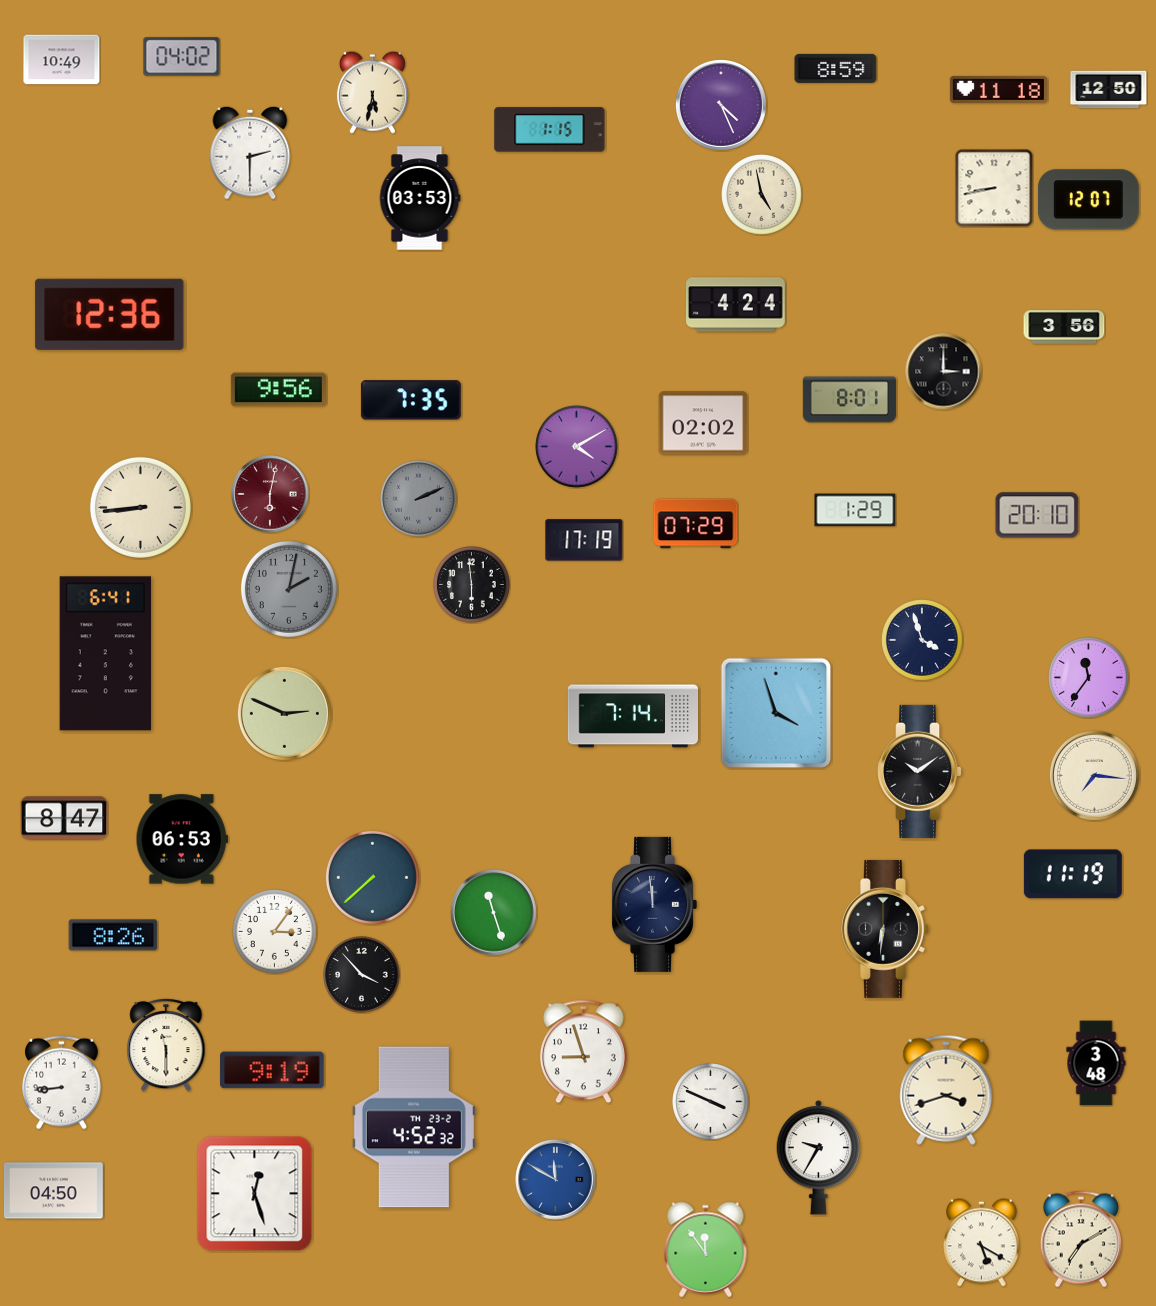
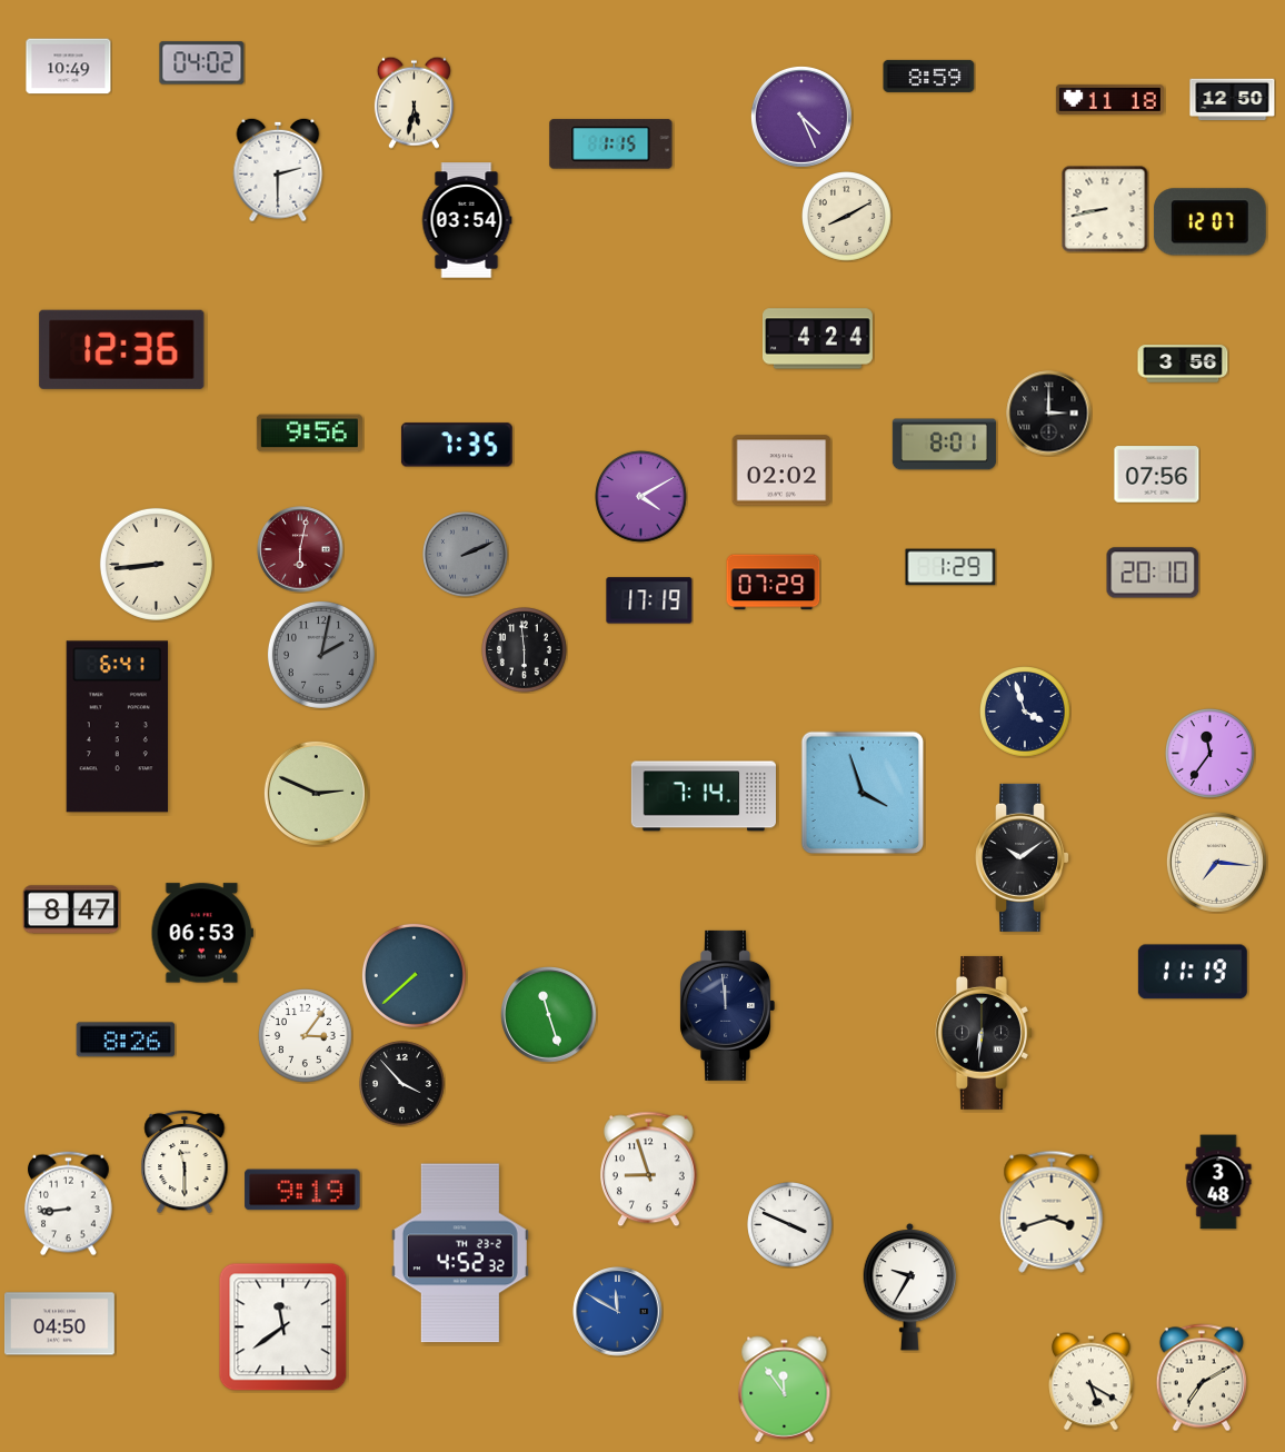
clock at (762, 195): 4:58 -> 8:10
clock at (420, 198): 03:53 -> 03:54
clock at (1157, 475): none -> 07:56
clock at (255, 1194): 12:27 -> 11:39
